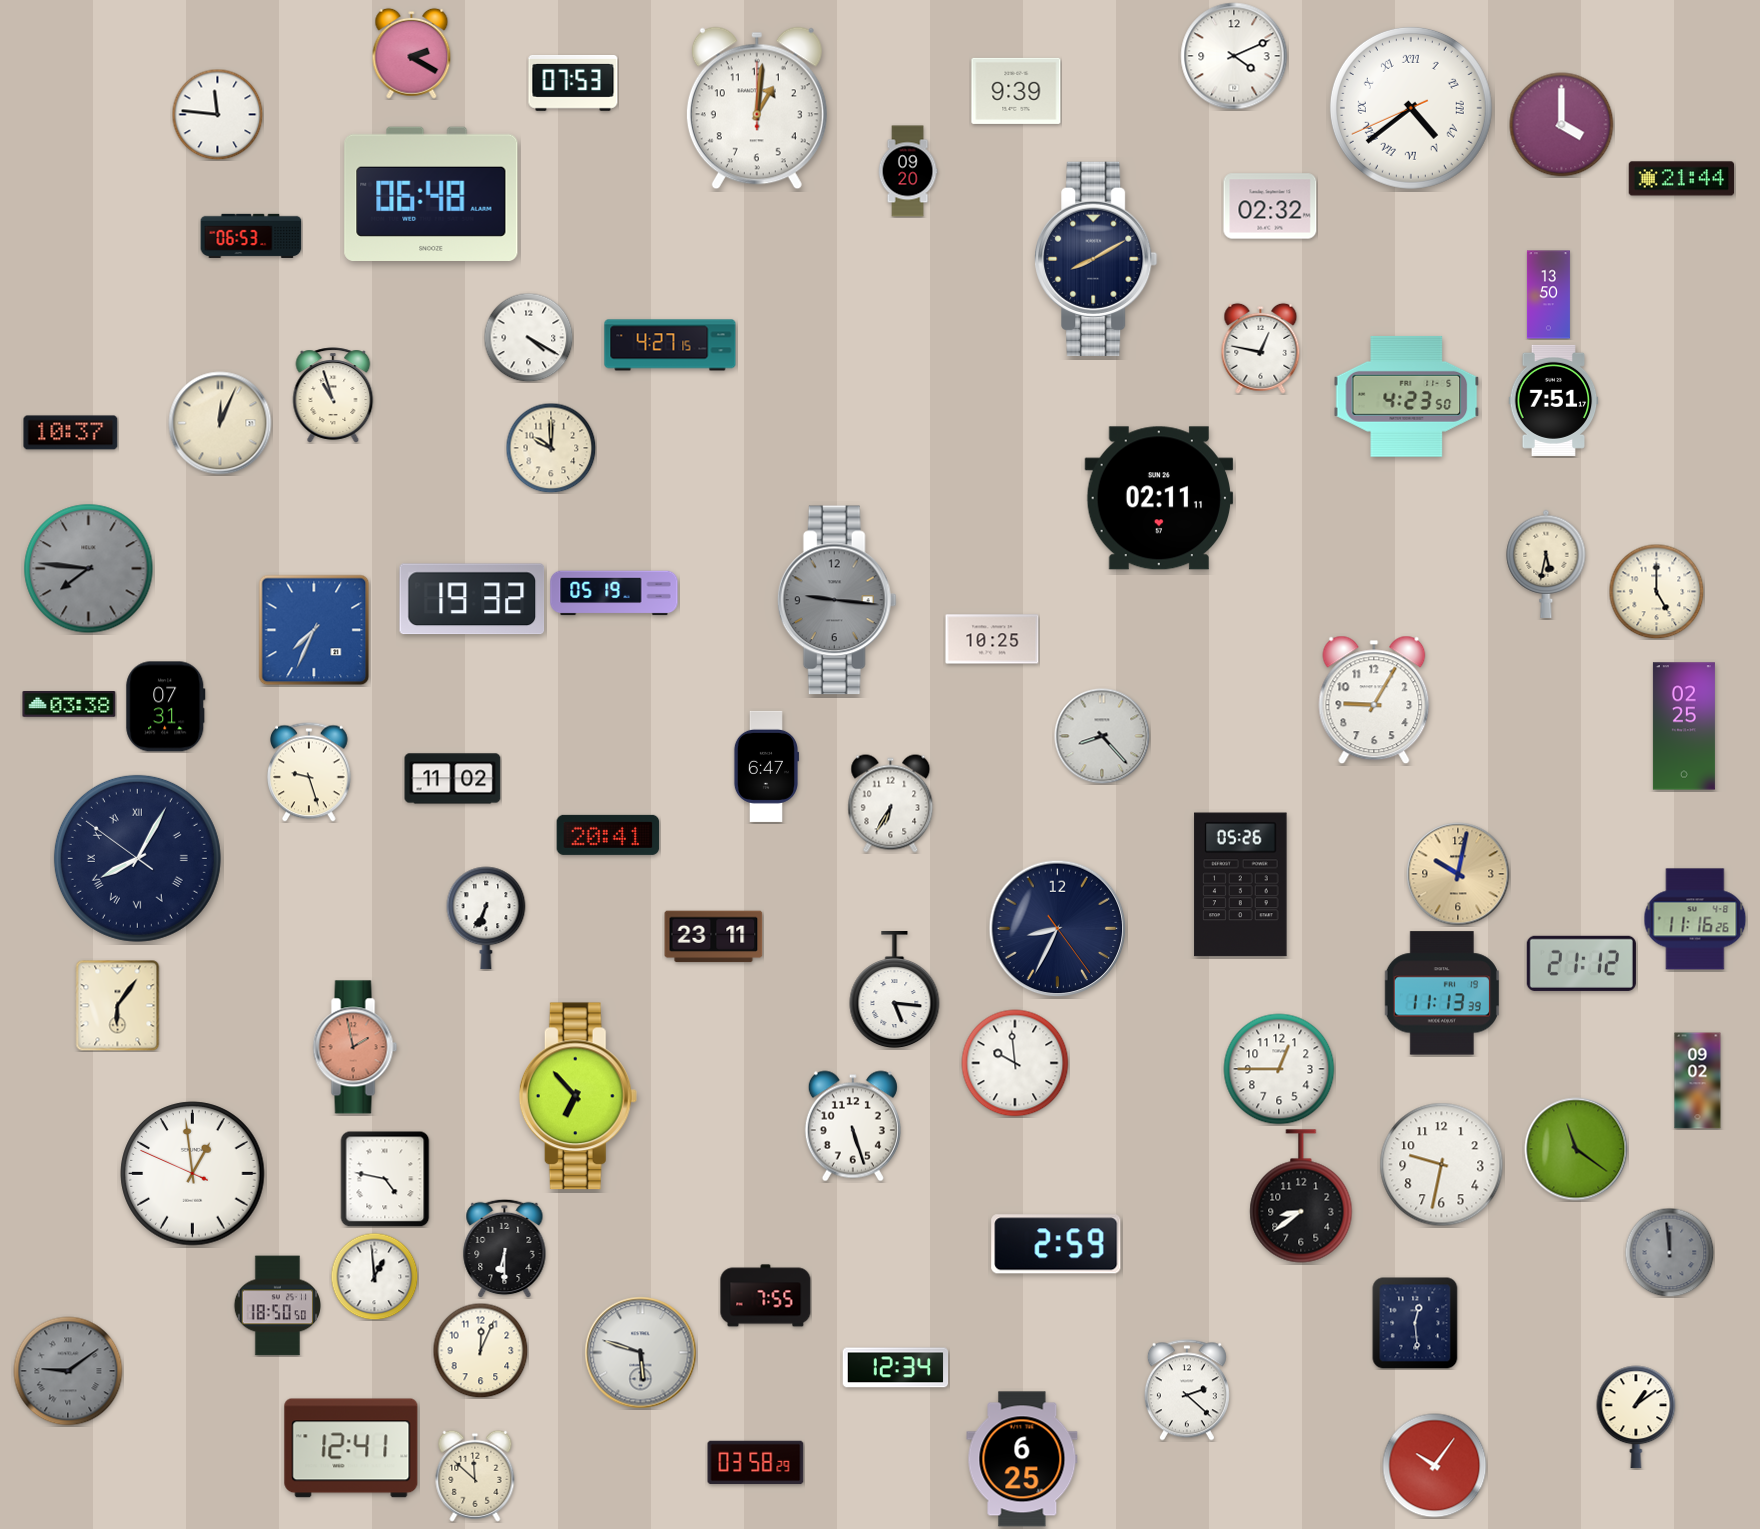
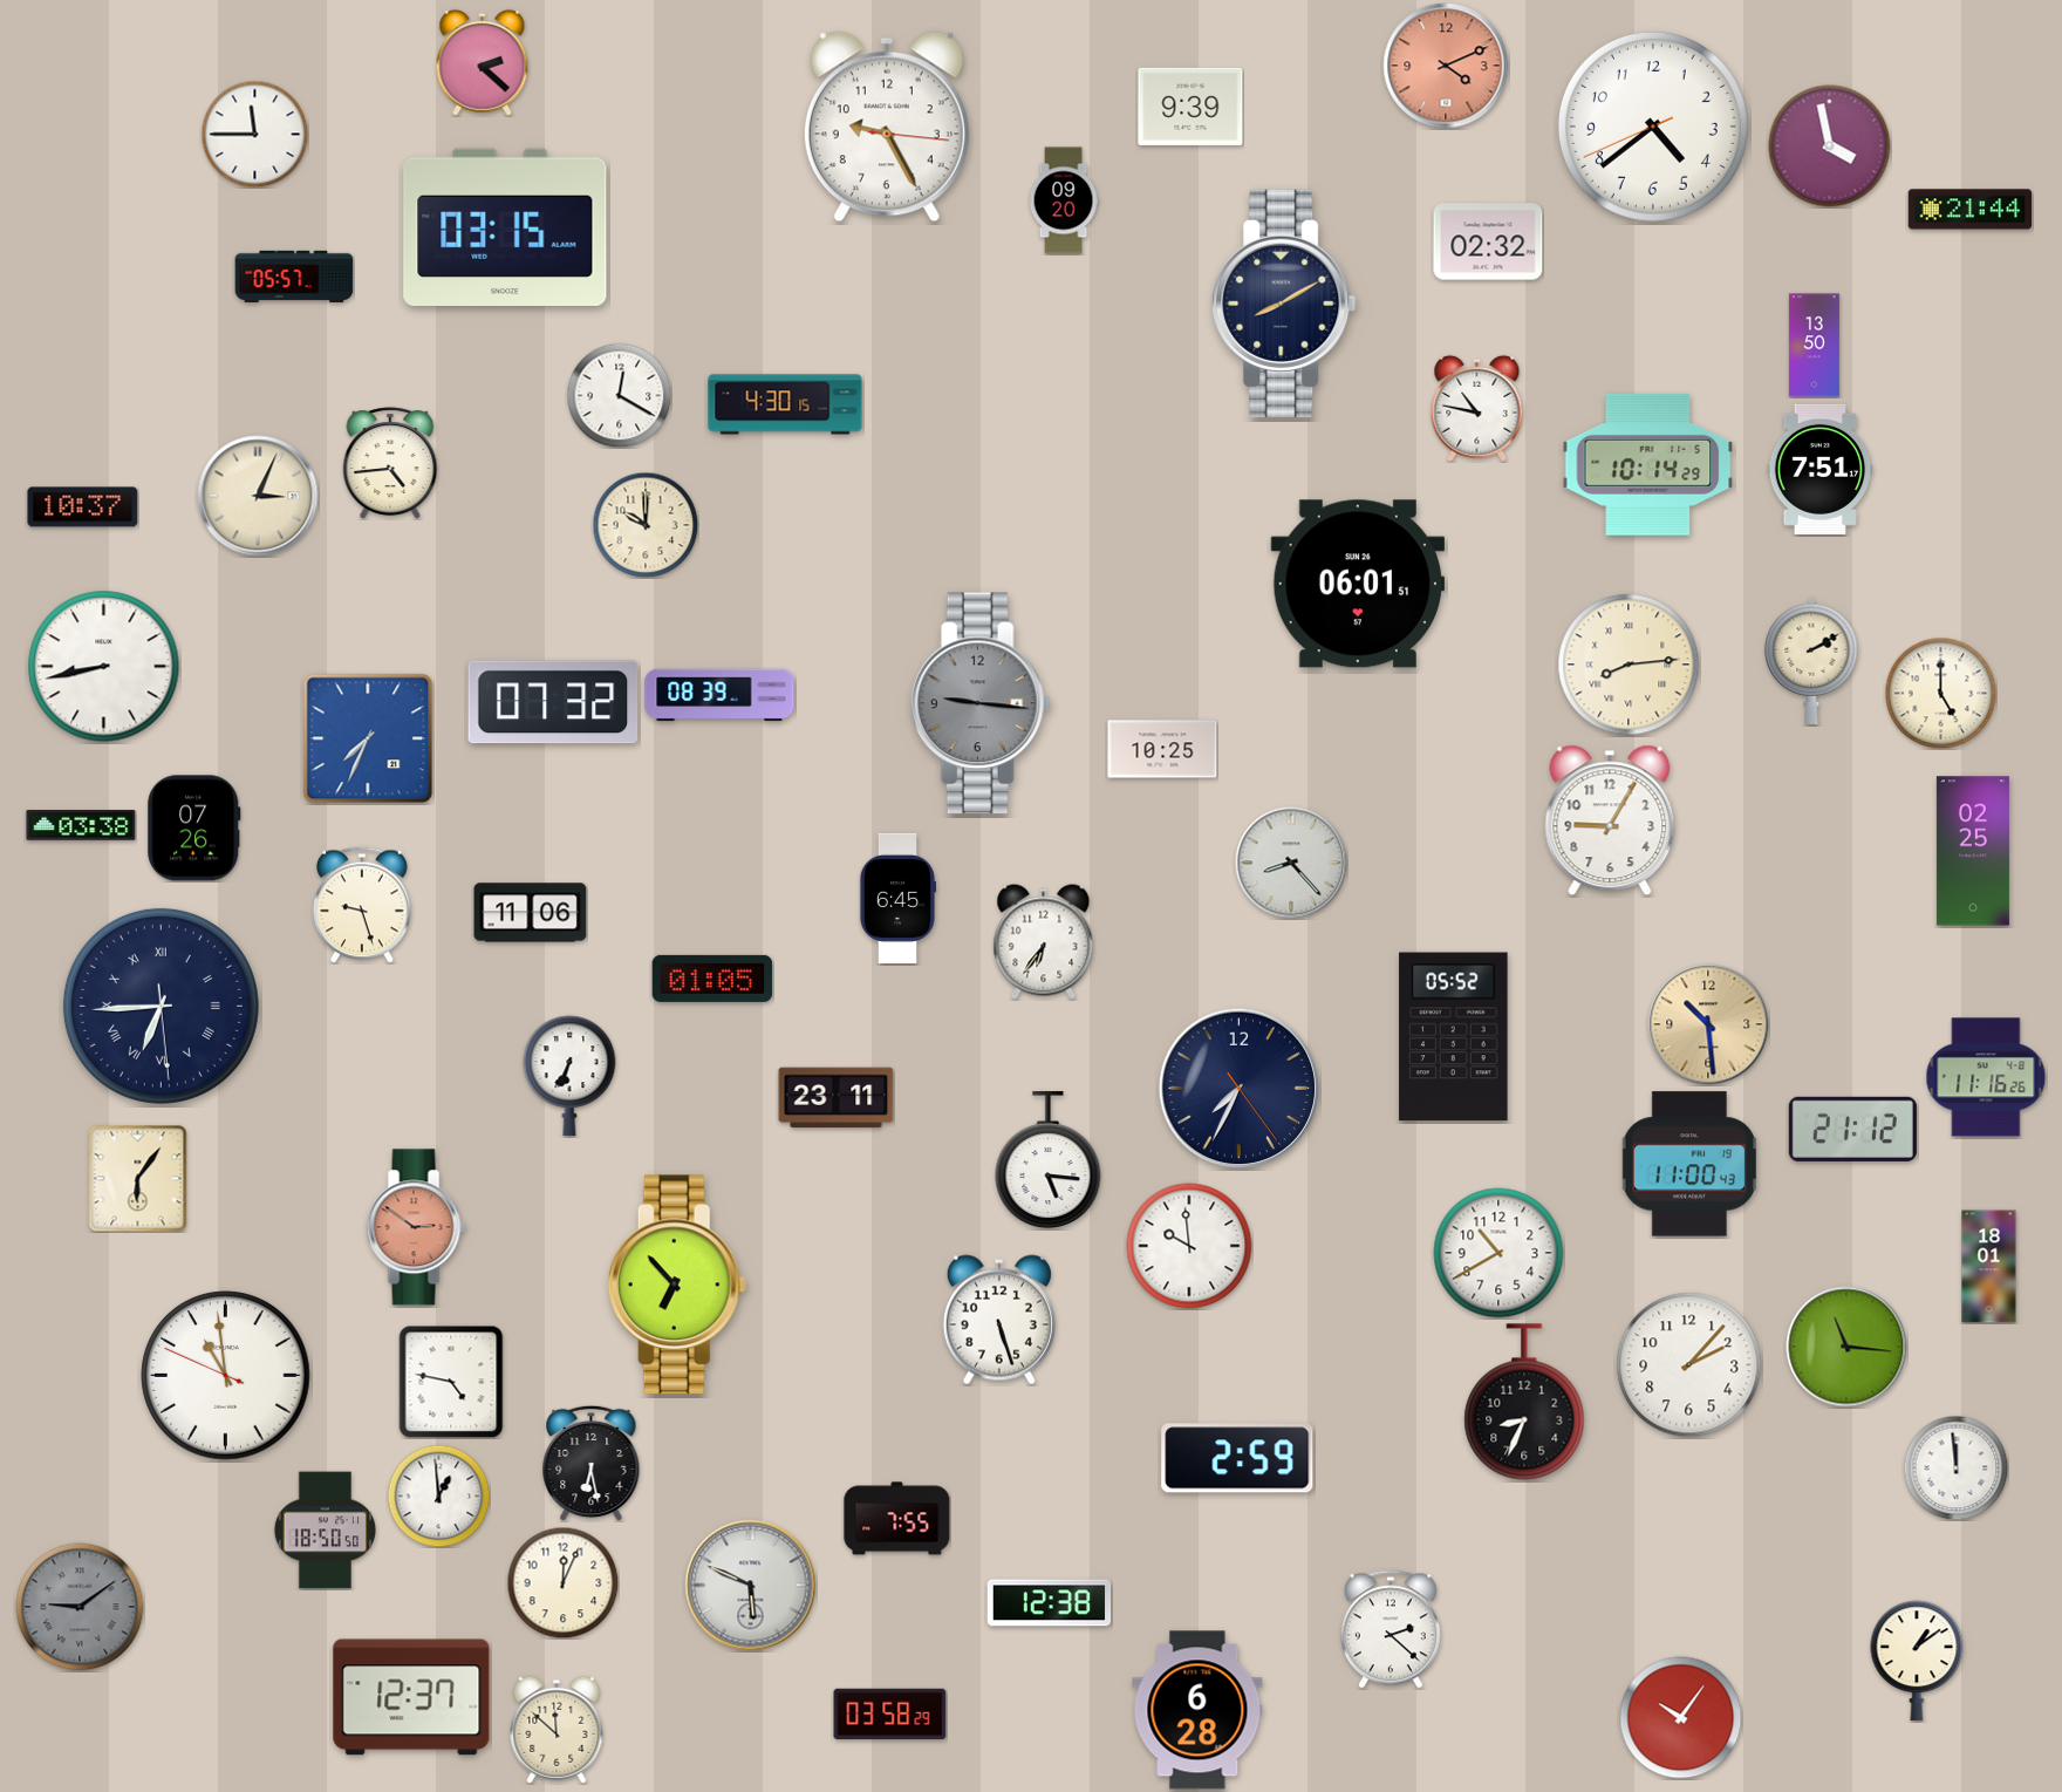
clock at (412, 53): 2:20 -> 2:22
clock at (1234, 56) dial: white -> salmon
clock at (573, 84): 07:53 -> none
clock at (757, 108): 1:01 -> 9:25
clock at (1411, 108) numerals: Roman -> Arabic
clock at (217, 114): 11:46 -> 11:45
clock at (1562, 125): 4:00 -> 3:58
clock at (431, 193): 06:48 -> 03:15
clock at (251, 236): 06:53 -> 05:57
clock at (528, 337): 4:20 -> 12:20
clock at (670, 345): 4:27 -> 4:30
clock at (1261, 348): 12:47 -> 10:47
clock at (333, 395): 10:57 -> 4:44
clock at (1407, 396): 4:23 -> 10:14
clock at (220, 423): 12:04 -> 3:04
clock at (1159, 498): 02:11 -> 06:01
clock at (1546, 564): 5:32 -> 2:10
clock at (1629, 665): none -> 8:14
clock at (89, 569): 7:46 -> 8:43
clock at (89, 569) dial: grey -> white
clock at (614, 593): 05:19 -> 08:39
clock at (472, 599): 19:32 -> 07:32
clock at (166, 707): 07:31 -> 07:26
clock at (765, 766): 6:47 -> 6:45
clock at (453, 779): 11:02 -> 11:06
clock at (891, 804): 6:35 -> 6:36
clock at (608, 835): 20:41 -> 01:05
clock at (137, 858): 8:04 -> 6:44
clock at (1458, 874): 10:02 -> 10:29
clock at (1241, 885): 05:26 -> 05:52
clock at (1058, 929): 8:34 -> 7:34
clock at (1441, 993): 11:13 -> 11:00
clock at (355, 1047): 1:58 -> 2:51
clock at (1279, 1069): 12:45 -> 10:40
clock at (1698, 1081): 09:02 -> 18:01
clock at (1576, 1149): 11:21 -> 11:16
clock at (1442, 1165): 9:32 -> 2:07
clock at (193, 1174): 12:58 -> 10:58
clock at (1301, 1196): 8:39 -> 8:34
clock at (505, 1248): 6:30 -> 6:28
clock at (1669, 1252) dial: grey -> white
clock at (1415, 1323): 12:29 -> none
clock at (641, 1353): 5:48 -> 5:49
clock at (896, 1368): 12:34 -> 12:38
clock at (351, 1448): 12:41 -> 12:37
clock at (1022, 1459): 6:25 -> 6:28
clock at (756, 1463) position: (756, 1463) -> (890, 1715)
